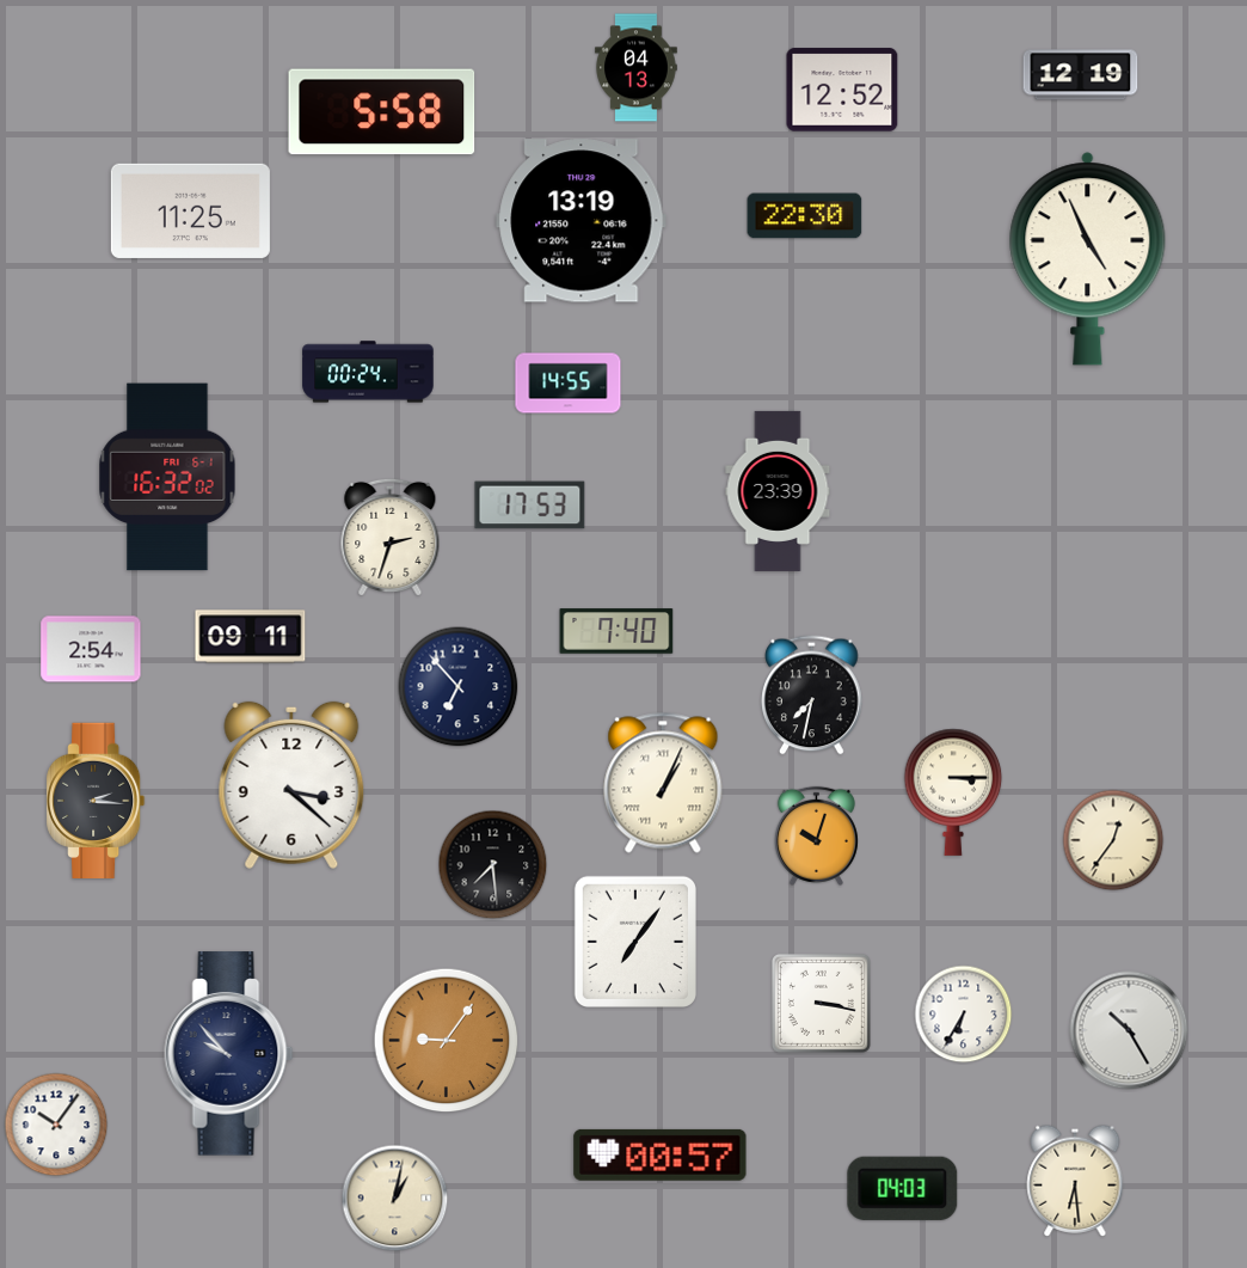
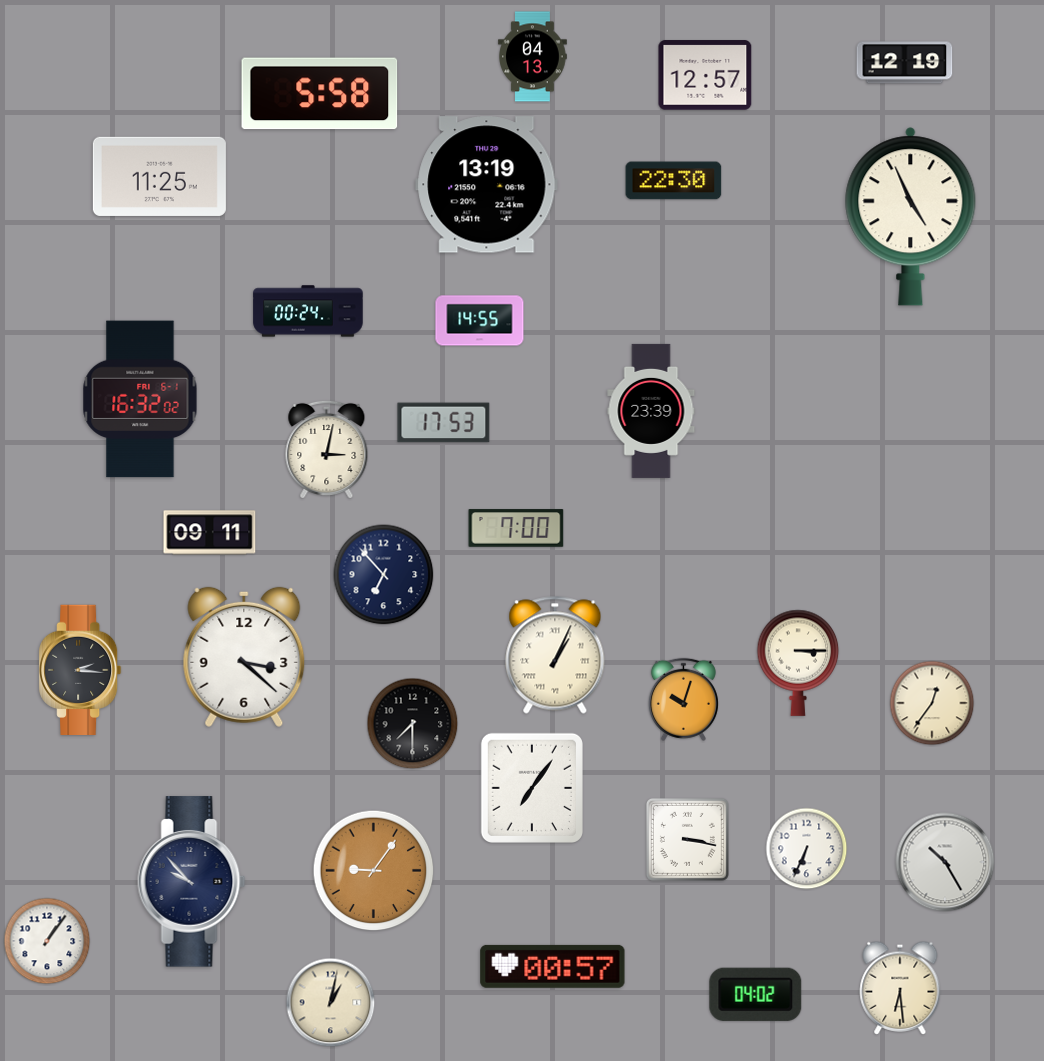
clock at (842, 90): 12:52 -> 12:57
clock at (569, 384) position: (569, 384) -> (480, 321)
clock at (391, 537): 2:33 -> 3:02
clock at (616, 631): 7:40 -> 7:00
clock at (91, 649): 2:54 -> none
clock at (812, 696): 7:32 -> none
clock at (493, 865): 7:29 -> 7:30
clock at (964, 1015): 6:35 -> 6:34
clock at (56, 1125): 10:06 -> 1:06
clock at (903, 1188): 04:03 -> 04:02
